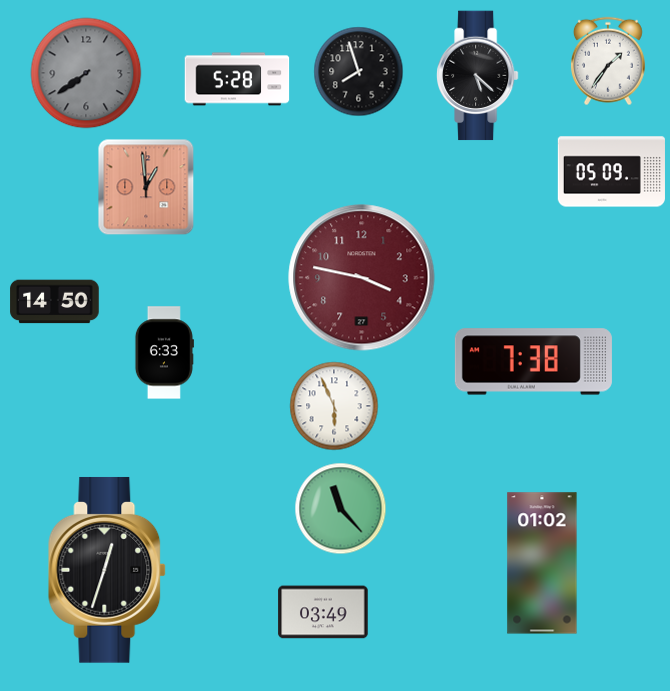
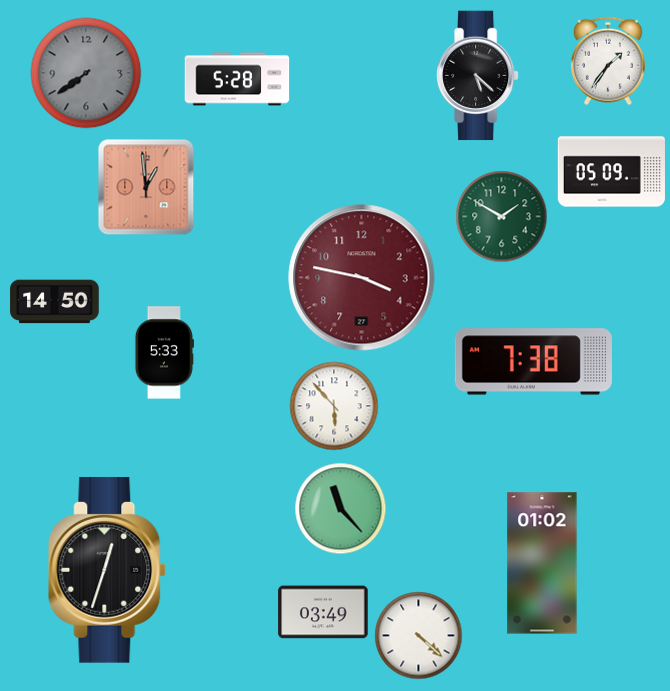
clock at (359, 72): 7:57 -> none
clock at (502, 217): none -> 1:50
clock at (164, 353): 6:33 -> 5:33
clock at (334, 406): 5:56 -> 5:53
clock at (419, 636): none -> 4:22
